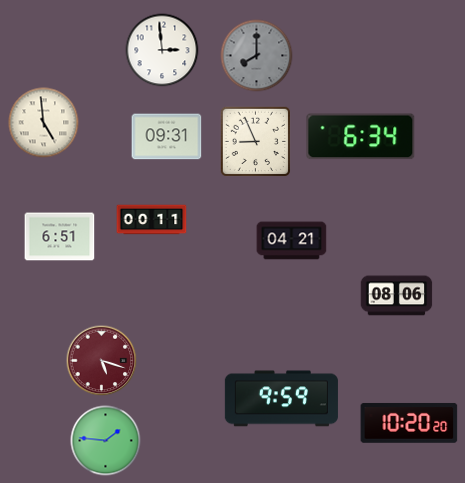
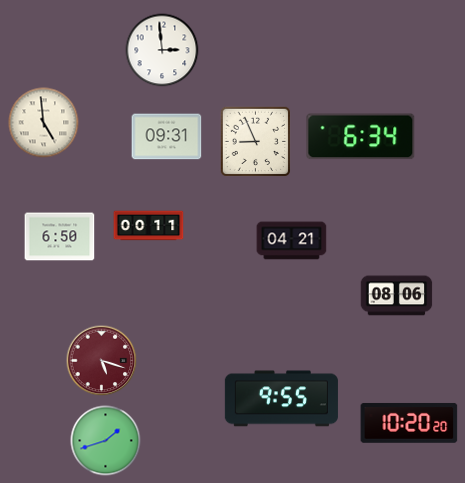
clock at (257, 56): 8:00 -> none
clock at (152, 220) position: (152, 220) -> (149, 226)
clock at (60, 237): 6:51 -> 6:50
clock at (281, 399): 9:59 -> 9:55
clock at (106, 441): 1:46 -> 1:42
